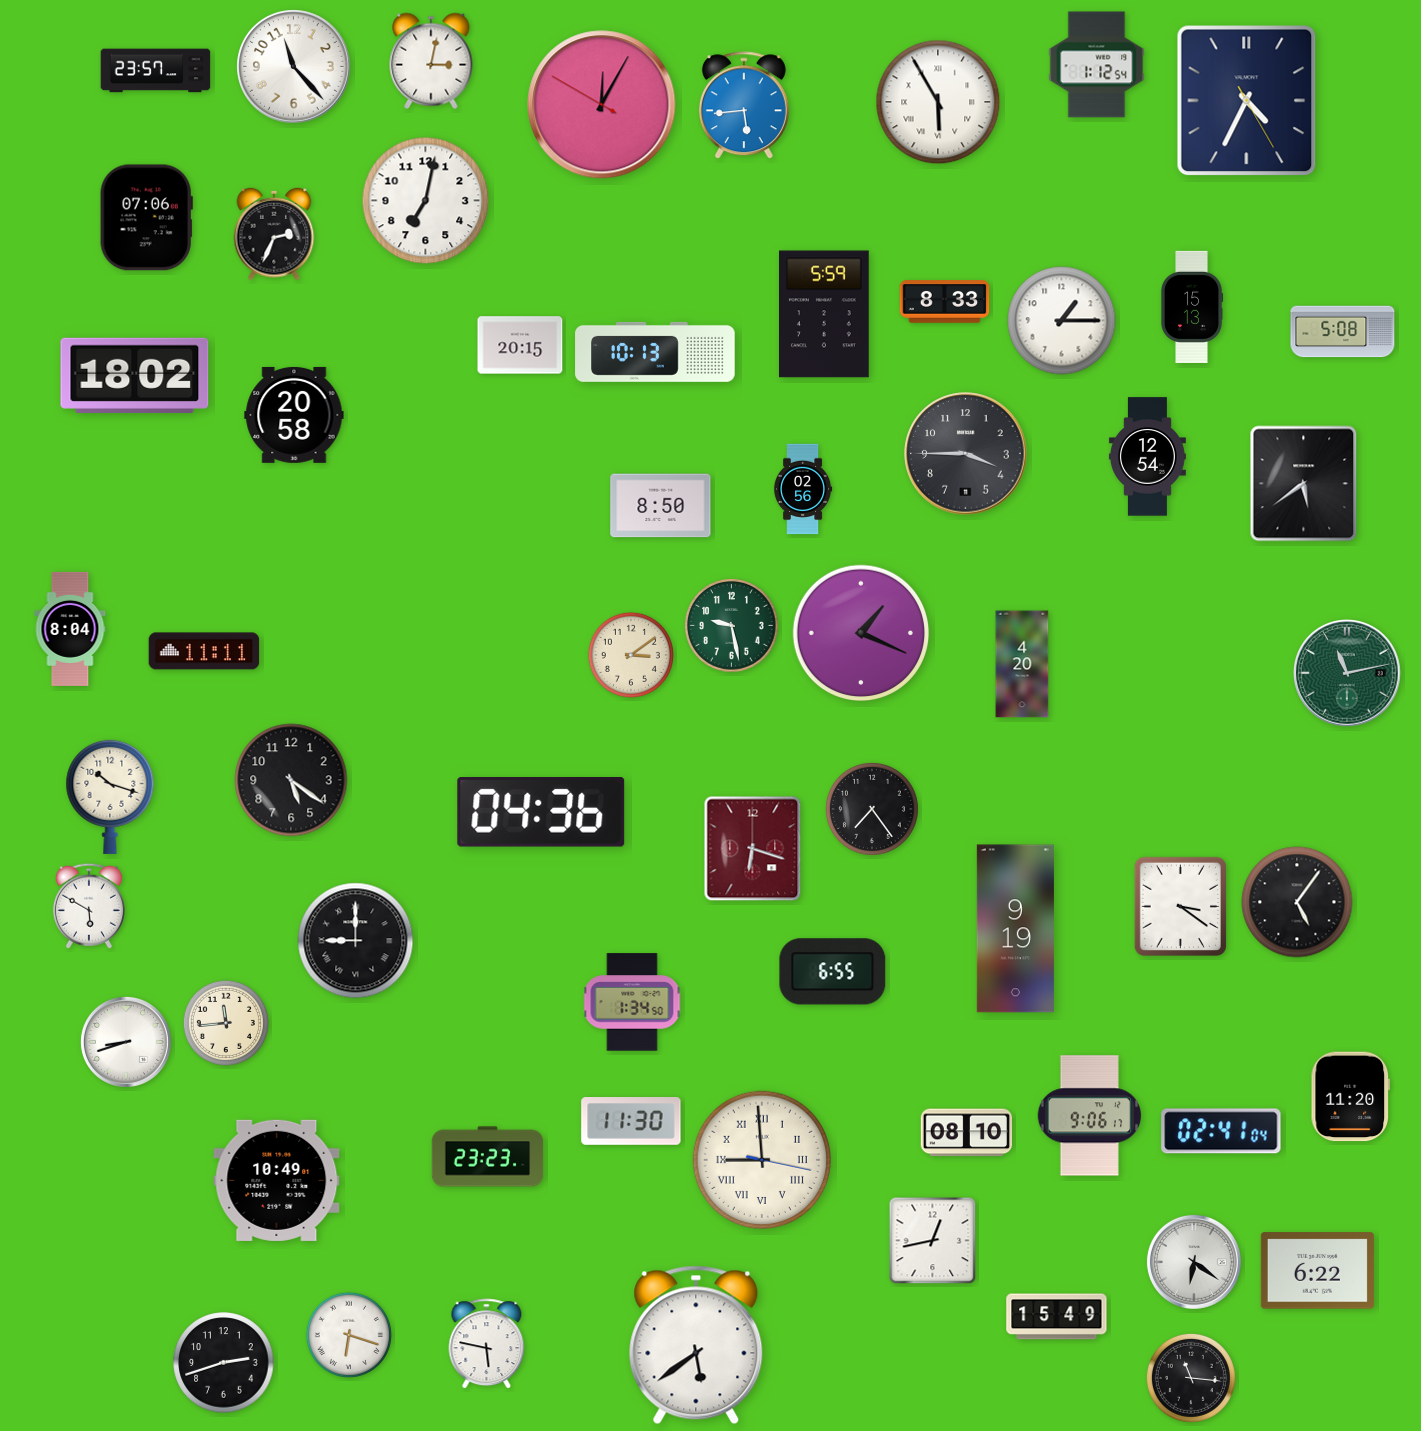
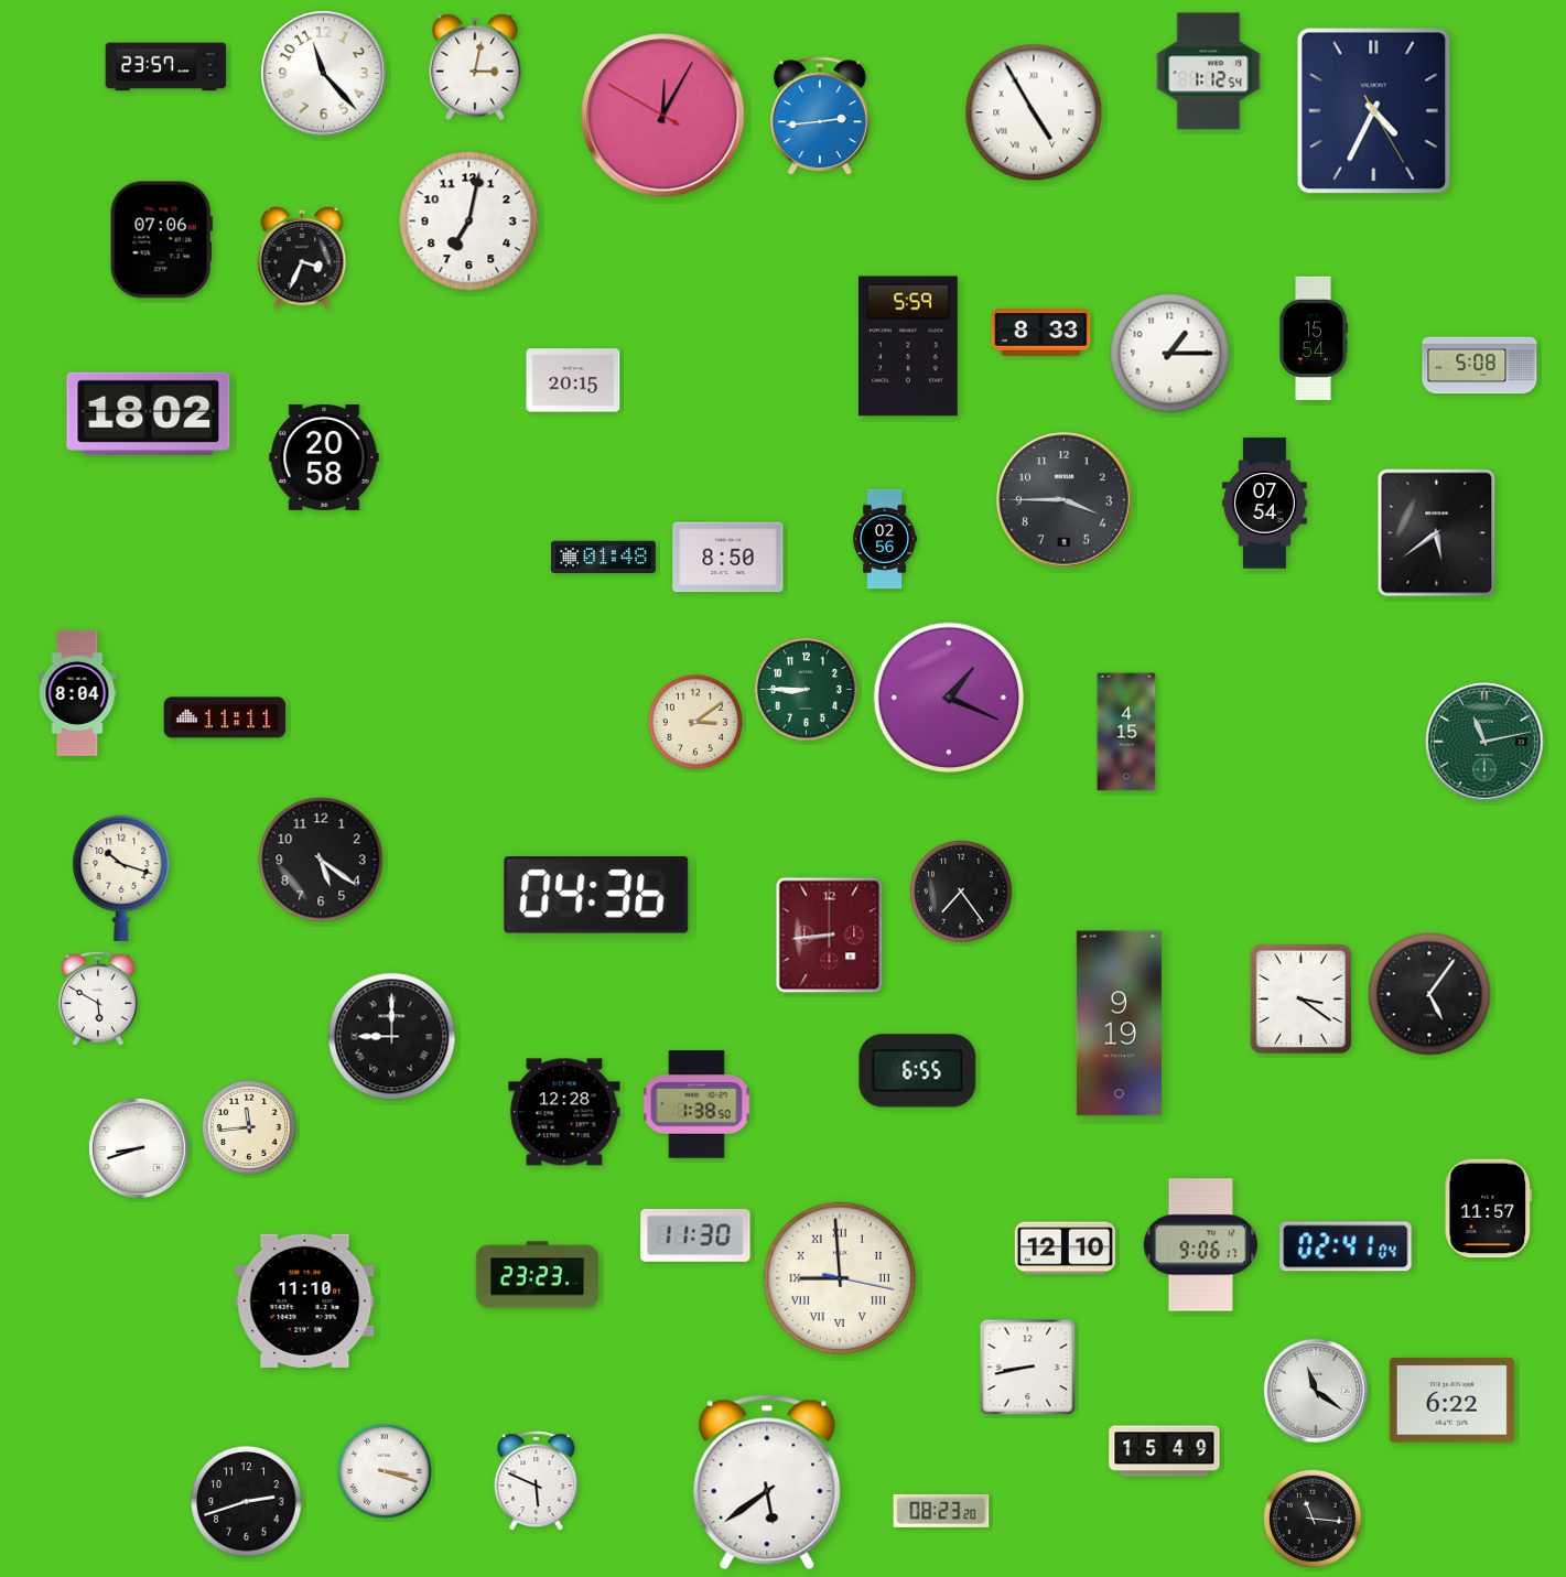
clock at (156, 71) position: (156, 71) -> (166, 67)
clock at (938, 102): 5:55 -> 4:55
clock at (744, 106): 5:44 -> 2:44
clock at (274, 234): 2:34 -> 3:34
clock at (1192, 306): 15:13 -> 15:54
clock at (655, 352): 10:13 -> none
clock at (1147, 457): 12:54 -> 07:54
clock at (603, 558): none -> 01:48
clock at (732, 626): 9:28 -> 8:45
clock at (1022, 664): 4:20 -> 4:15
clock at (753, 849): 6:18 -> 8:44
clock at (632, 1002): 1:34 -> 1:38
clock at (564, 1112): none -> 12:28
clock at (1350, 1097): 11:20 -> 11:57
clock at (1089, 1116) position: (1089, 1116) -> (1200, 1245)
clock at (966, 1133): 08:10 -> 12:10
clock at (277, 1180): 10:49 -> 11:10
clock at (933, 1241): 12:43 -> 8:43
clock at (1194, 1262): 6:21 -> 11:21
clock at (349, 1335): 6:18 -> 3:18
clock at (487, 1344): 5:47 -> 5:49
clock at (941, 1511): none -> 08:23
